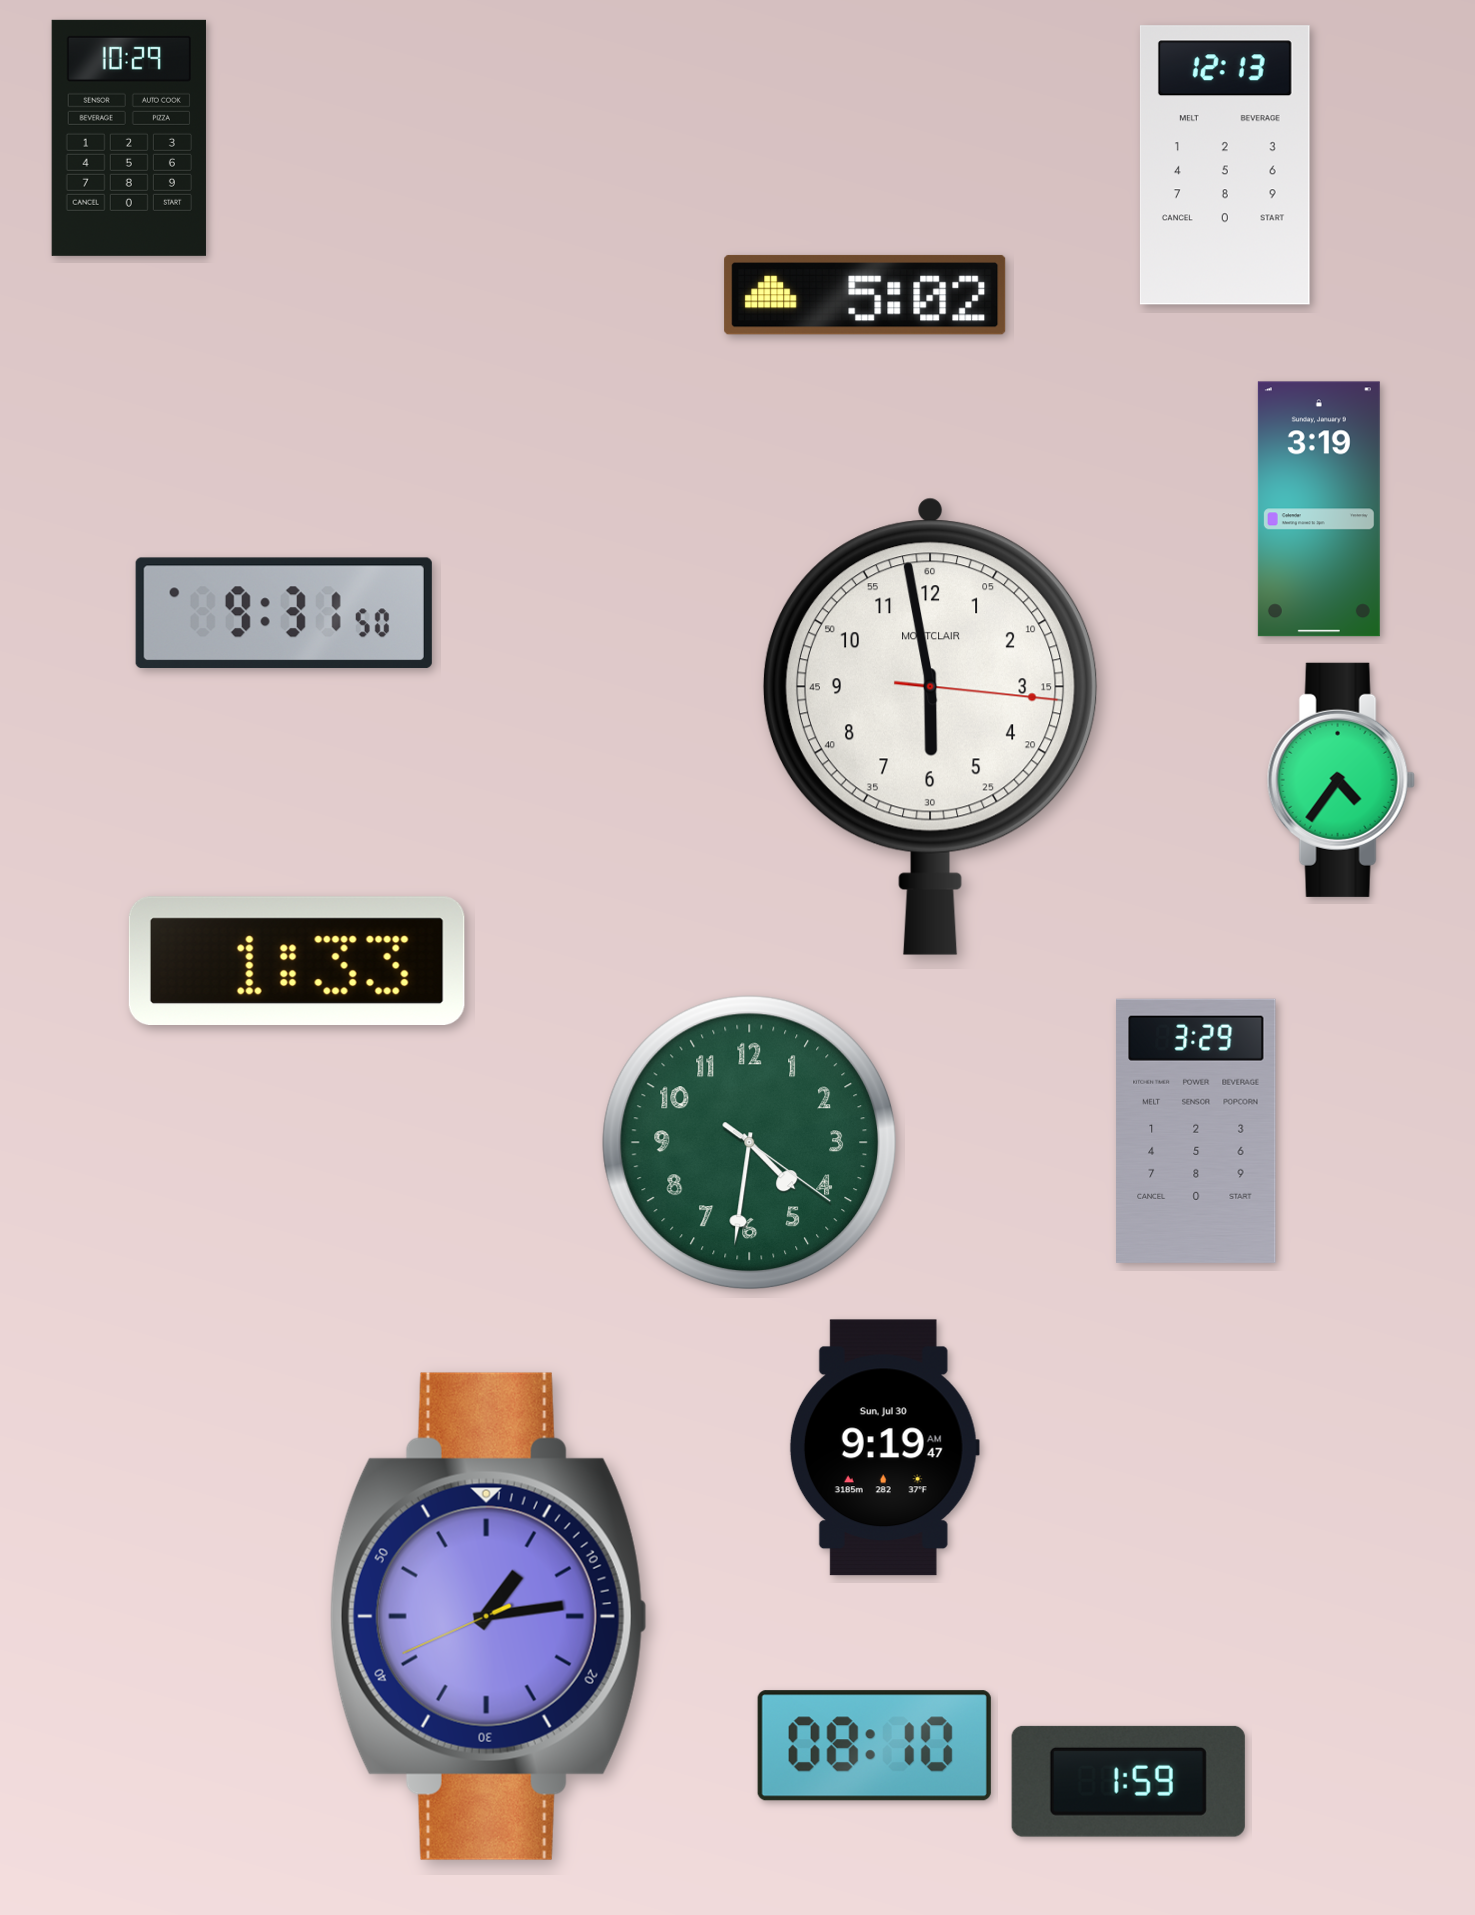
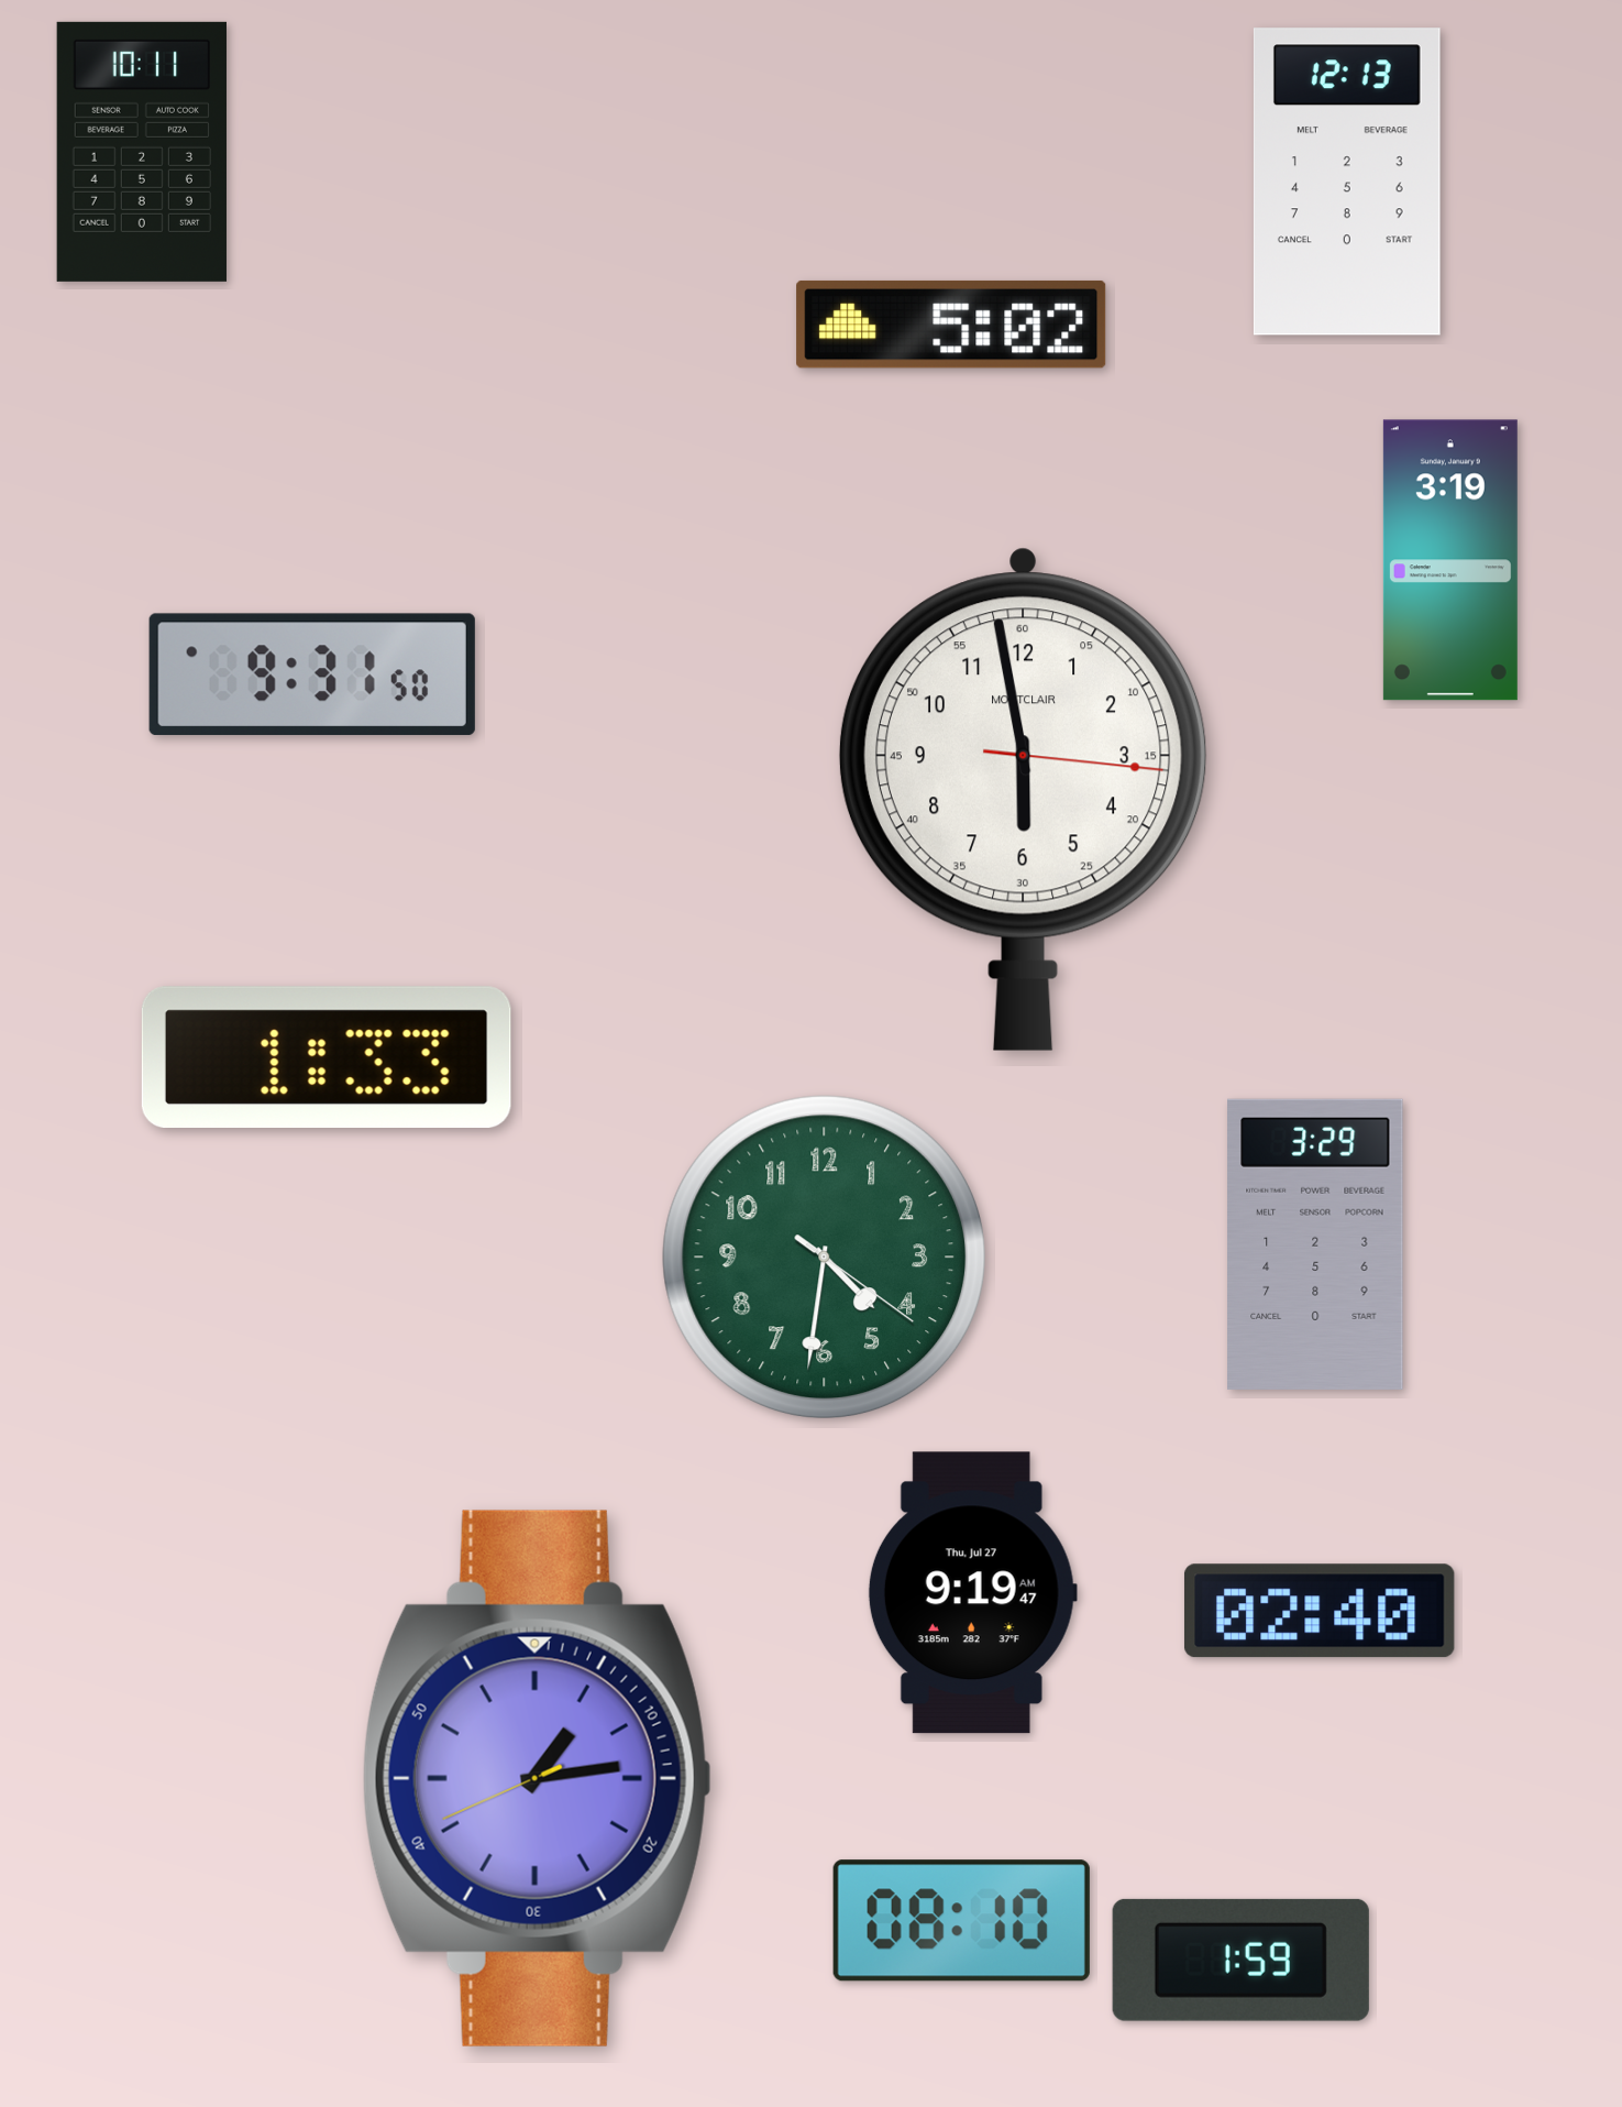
clock at (129, 138): 10:29 -> 10:11
clock at (1341, 780): 4:36 -> none
clock at (884, 1448) date: Sun, Jul 30 -> Thu, Jul 27
clock at (1320, 1611): none -> 02:40
